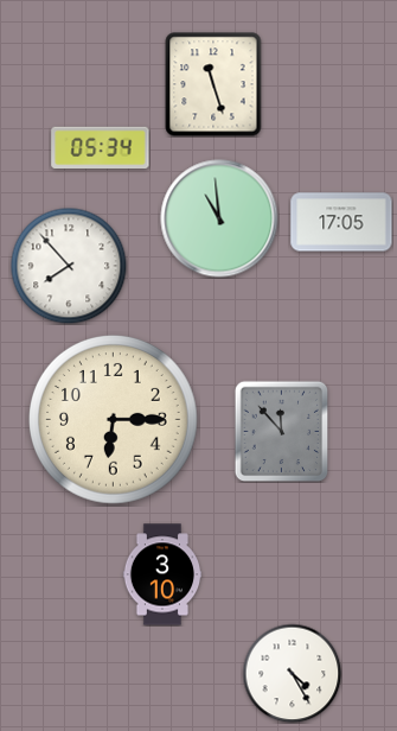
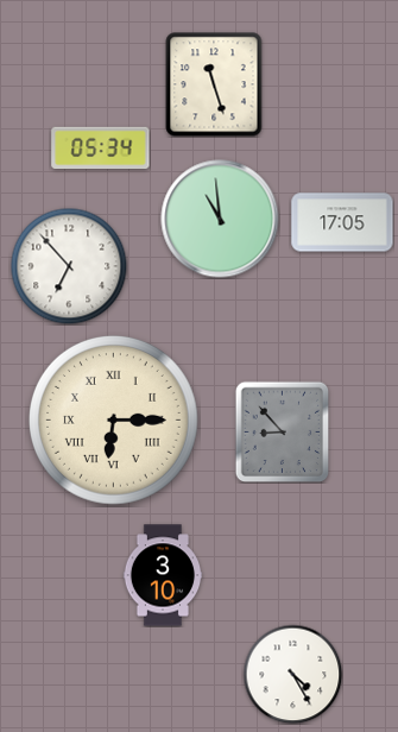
clock at (69, 266): 7:53 -> 6:53
clock at (114, 420) numerals: Arabic -> Roman
clock at (282, 431): 11:53 -> 8:53
